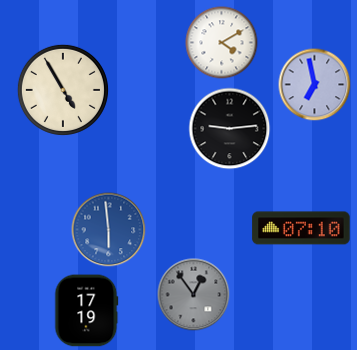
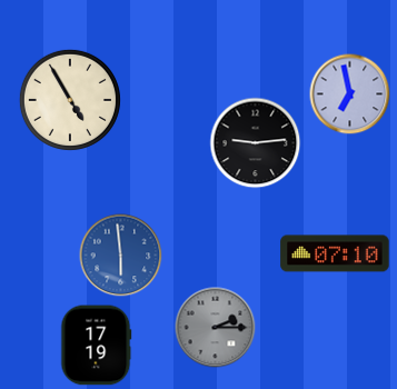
clock at (222, 43): 4:10 -> none
clock at (194, 295): 12:54 -> 2:15
